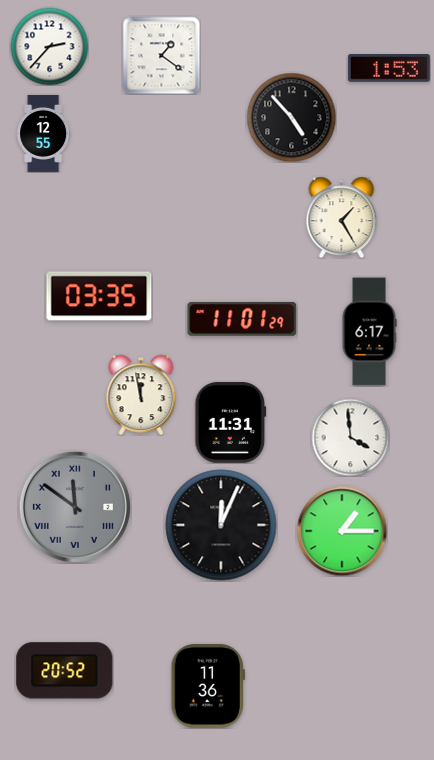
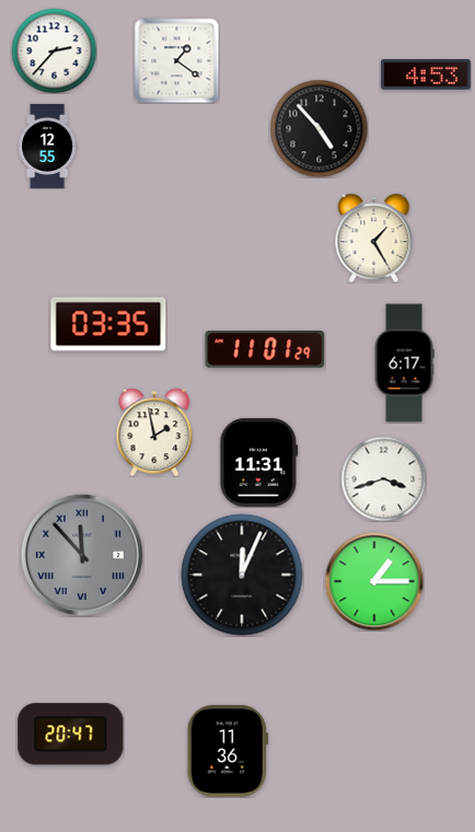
clock at (389, 68): 1:53 -> 4:53
clock at (141, 395): 11:58 -> 1:58
clock at (231, 423) position: (231, 423) -> (259, 463)
clock at (350, 437): 3:59 -> 3:42
clock at (75, 507): 11:51 -> 11:53
clock at (65, 671): 20:52 -> 20:47
